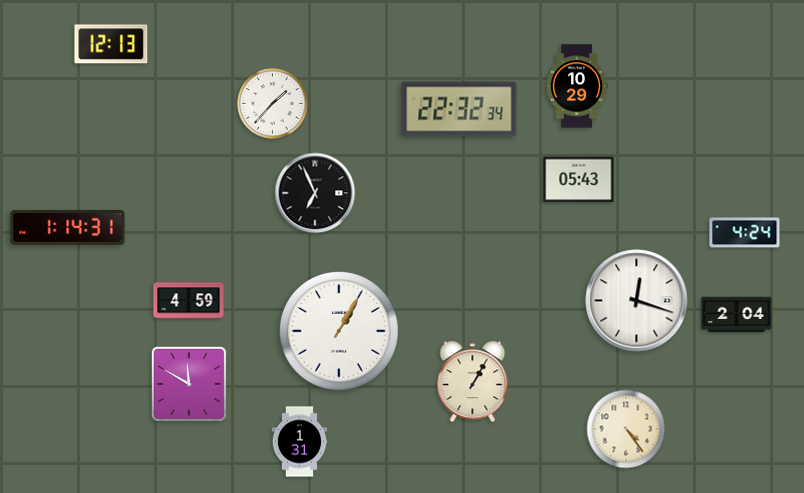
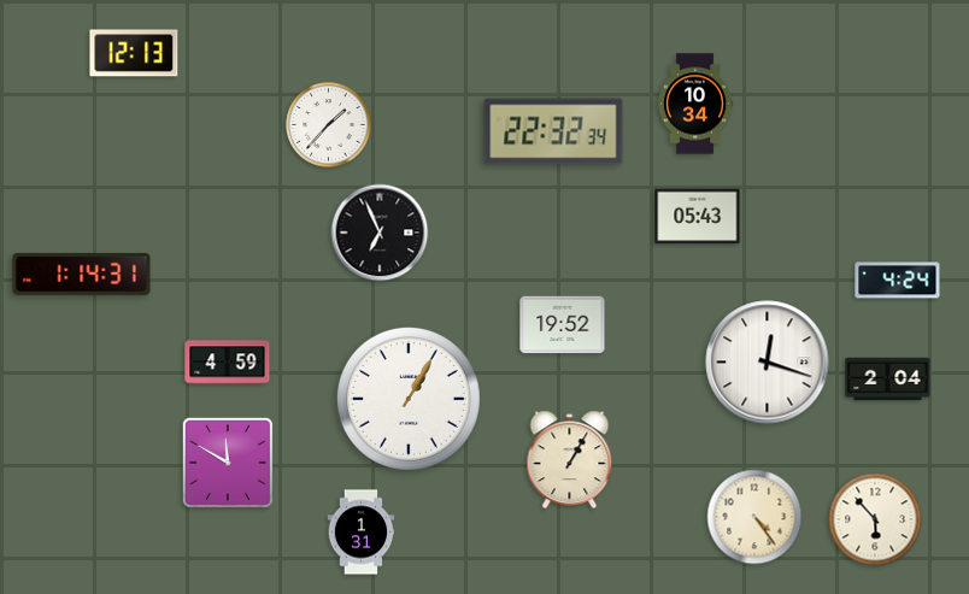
clock at (578, 86): 10:29 -> 10:34
clock at (563, 325): none -> 19:52
clock at (875, 519): none -> 5:53
